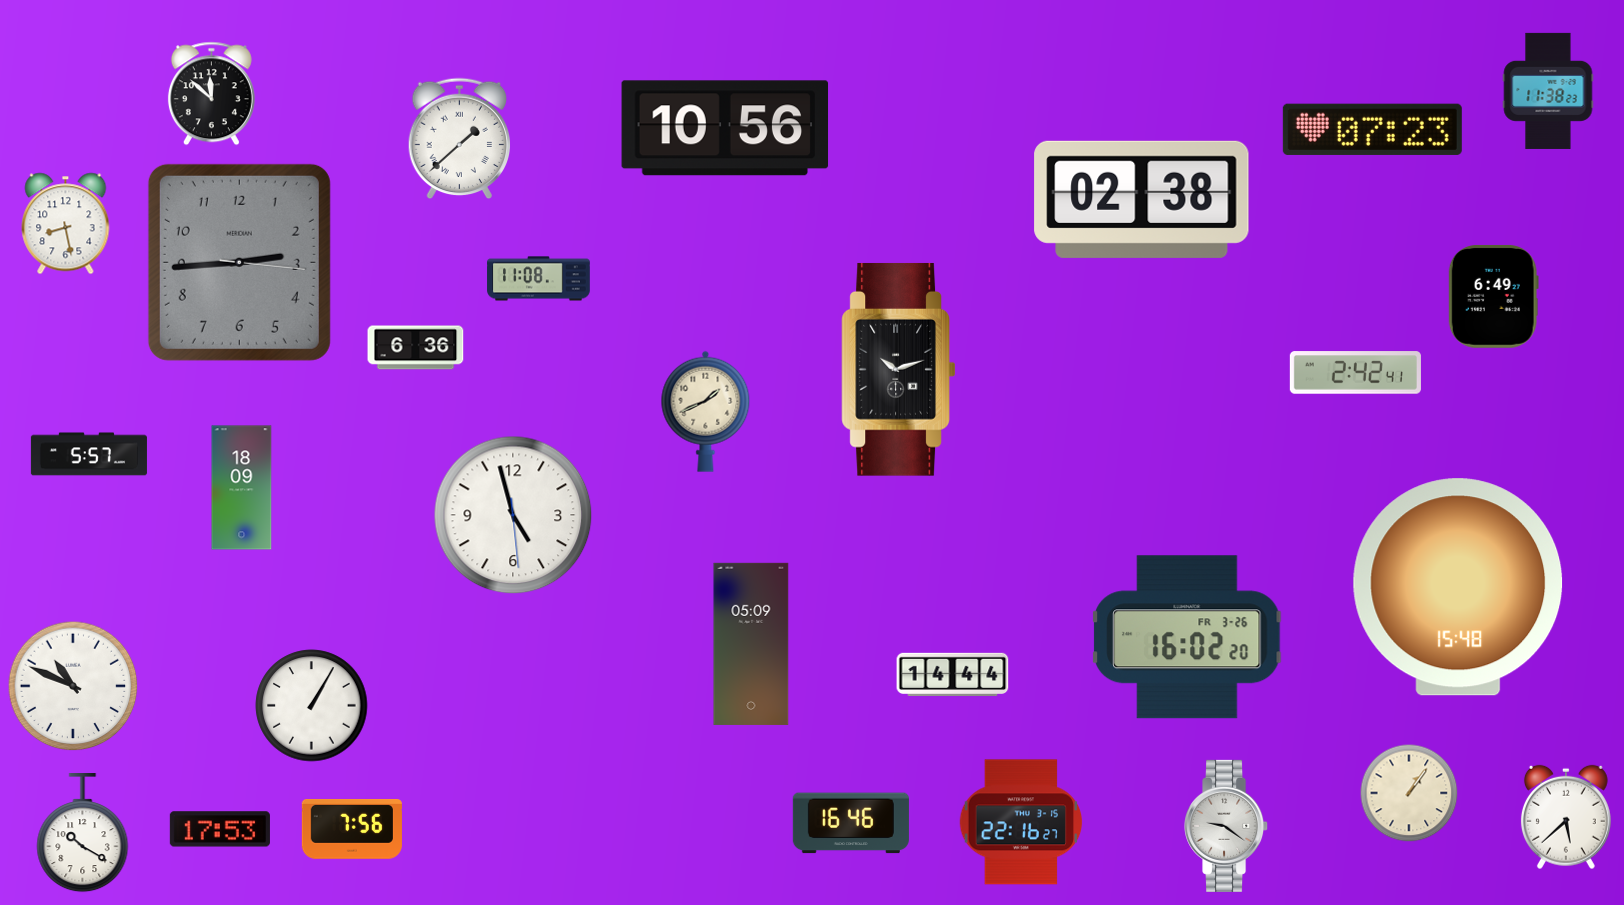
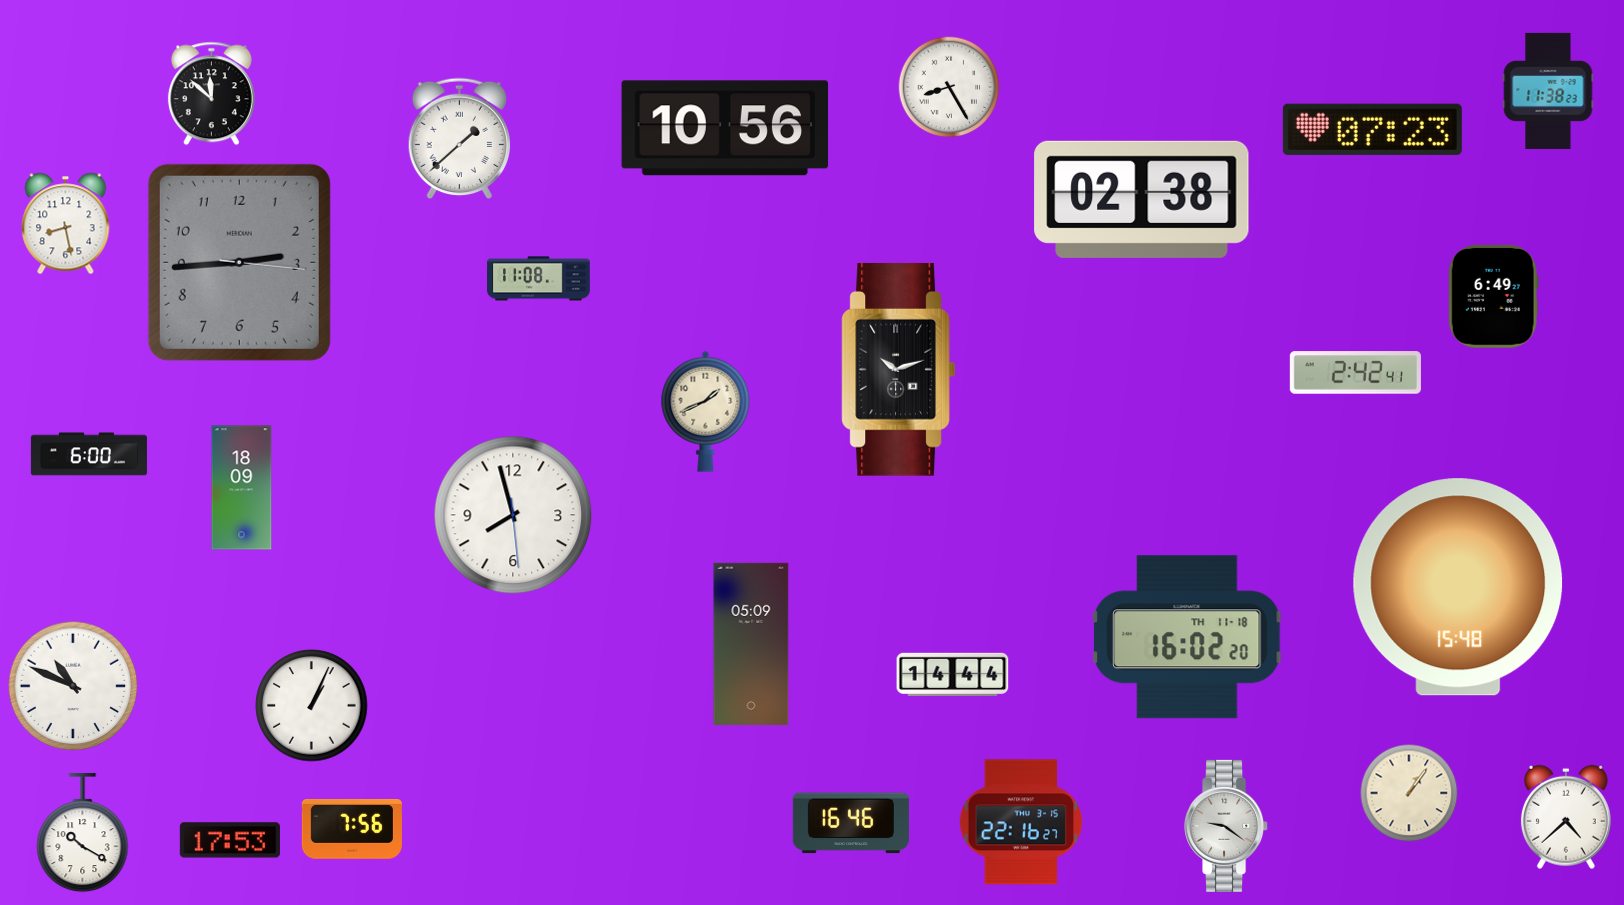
clock at (949, 87): none -> 8:25
clock at (416, 348): 6:36 -> none
clock at (89, 454): 5:57 -> 6:00
clock at (513, 515): 4:57 -> 7:57
clock at (1187, 637) date: FR 3-26 -> TH 11-18
clock at (312, 706): 1:05 -> 1:04
clock at (1566, 817): 5:38 -> 4:38
clock at (220, 829) position: (220, 829) -> (230, 840)
